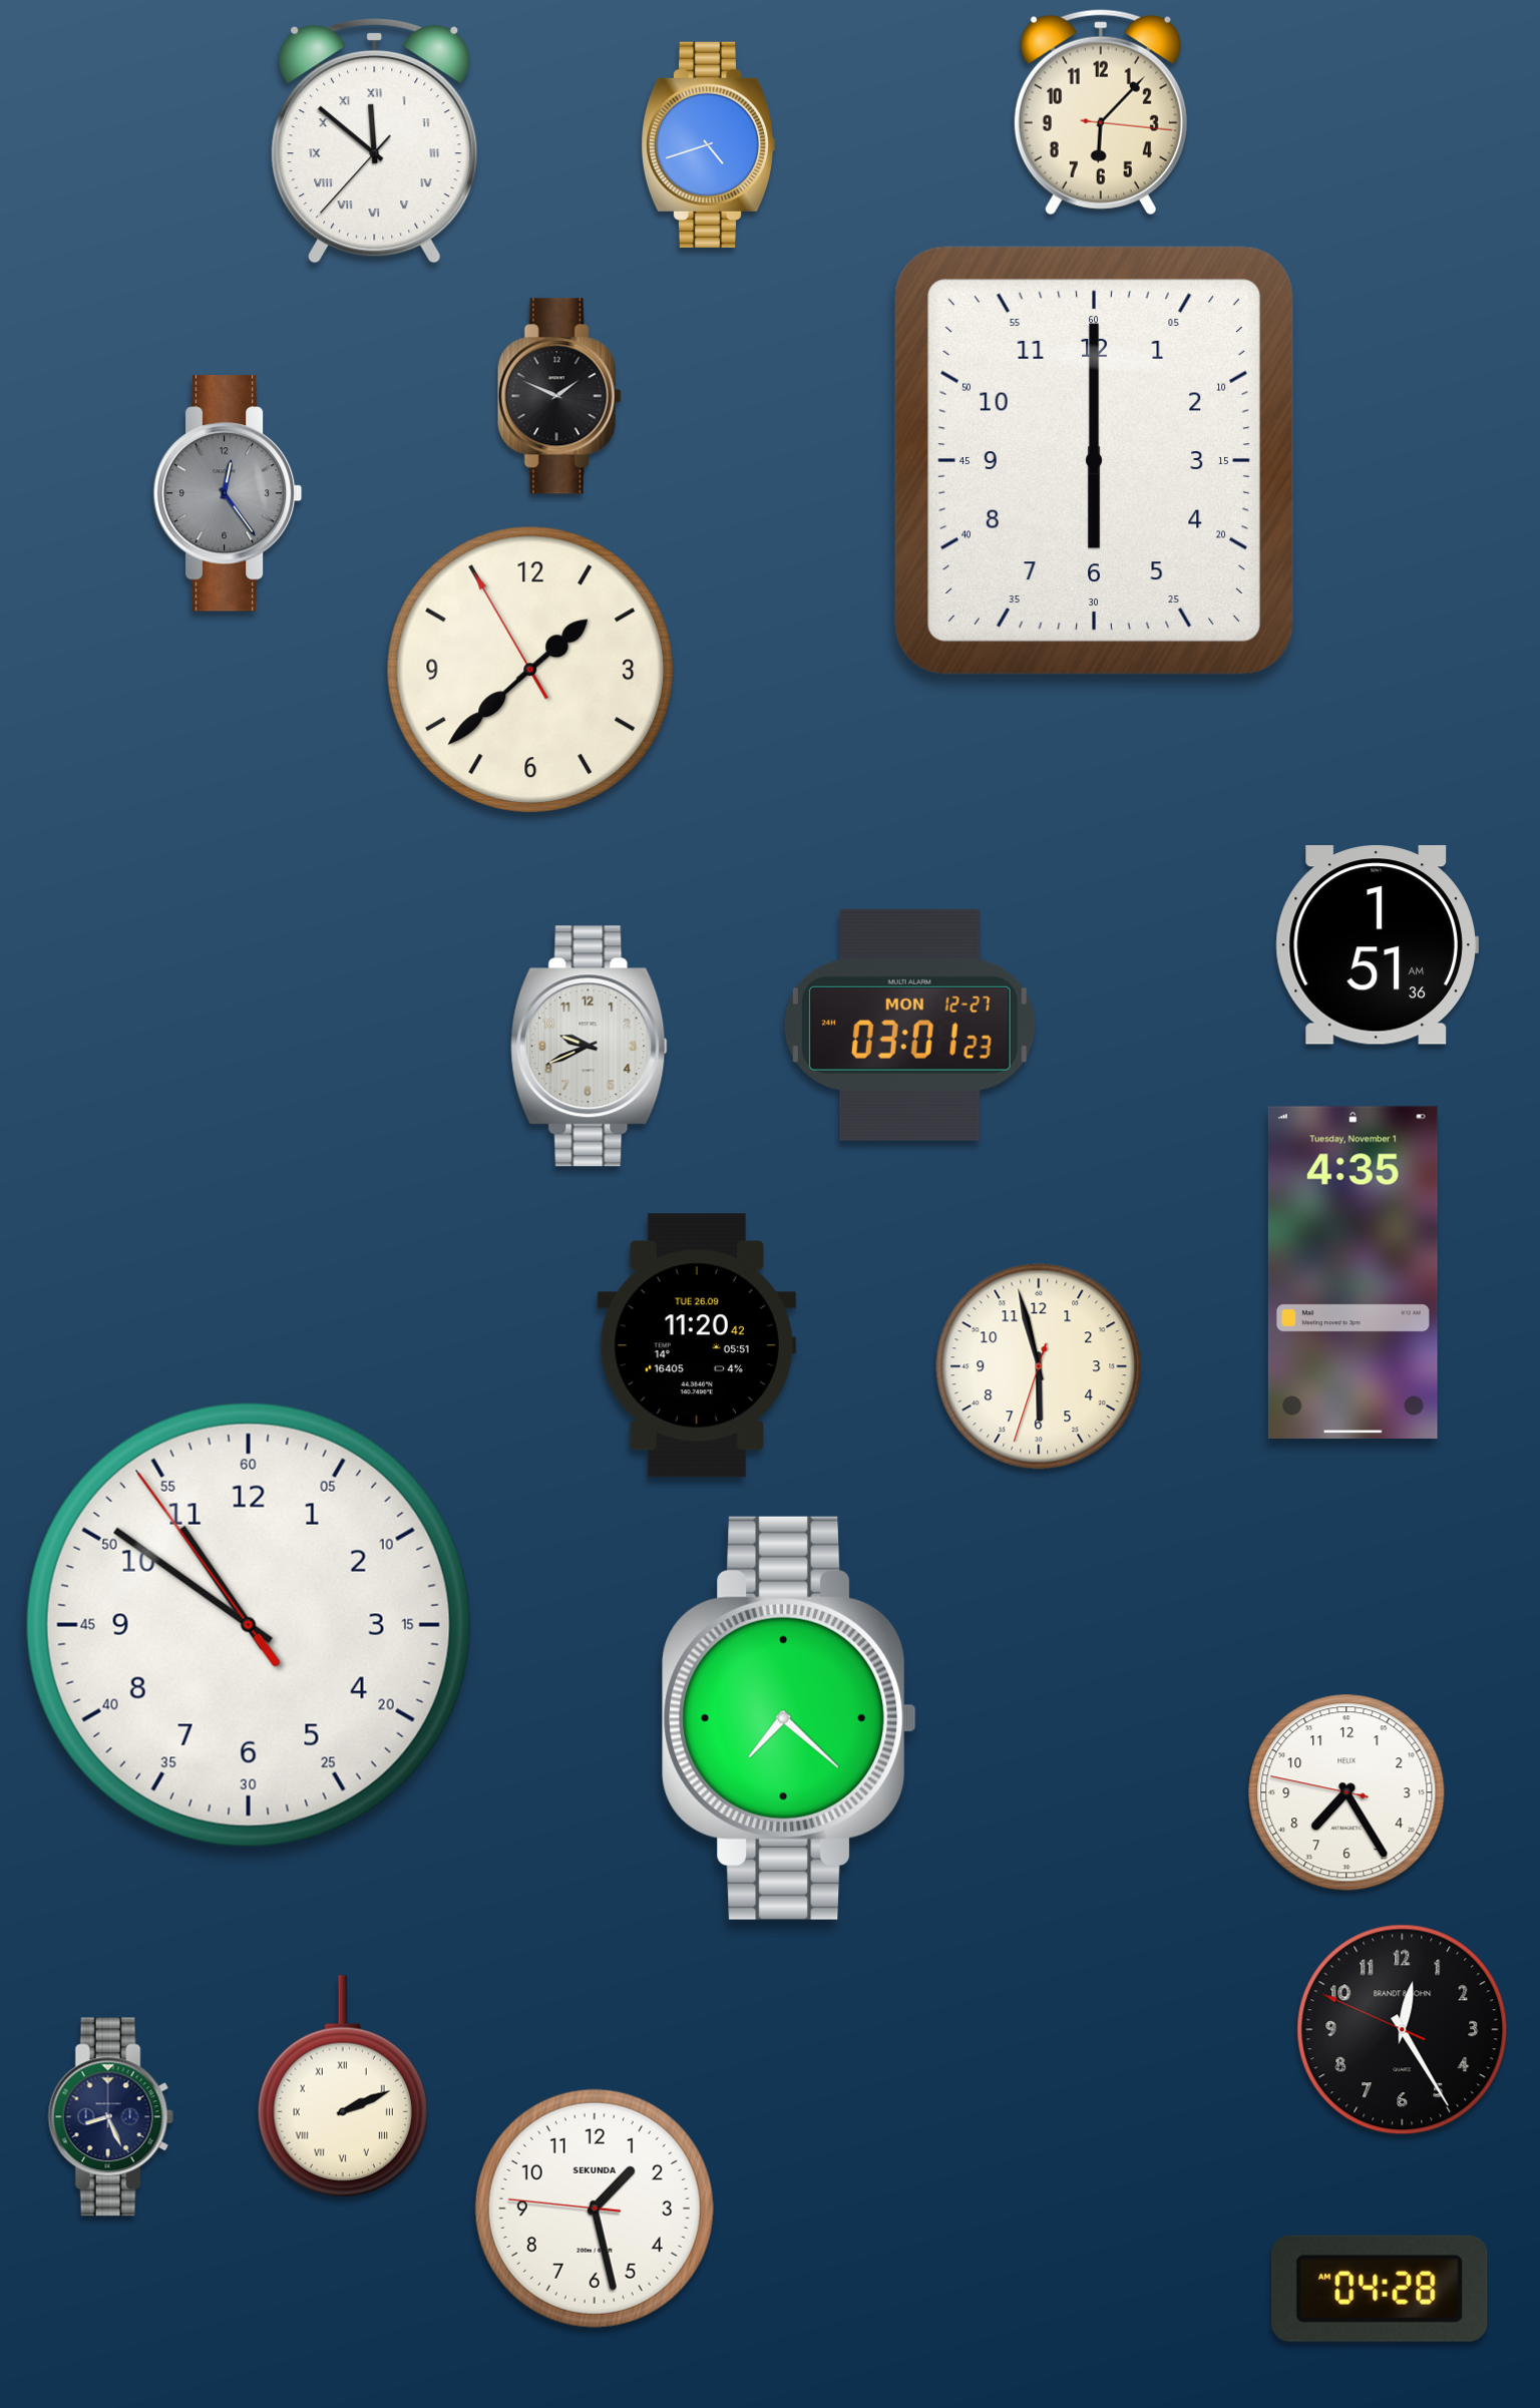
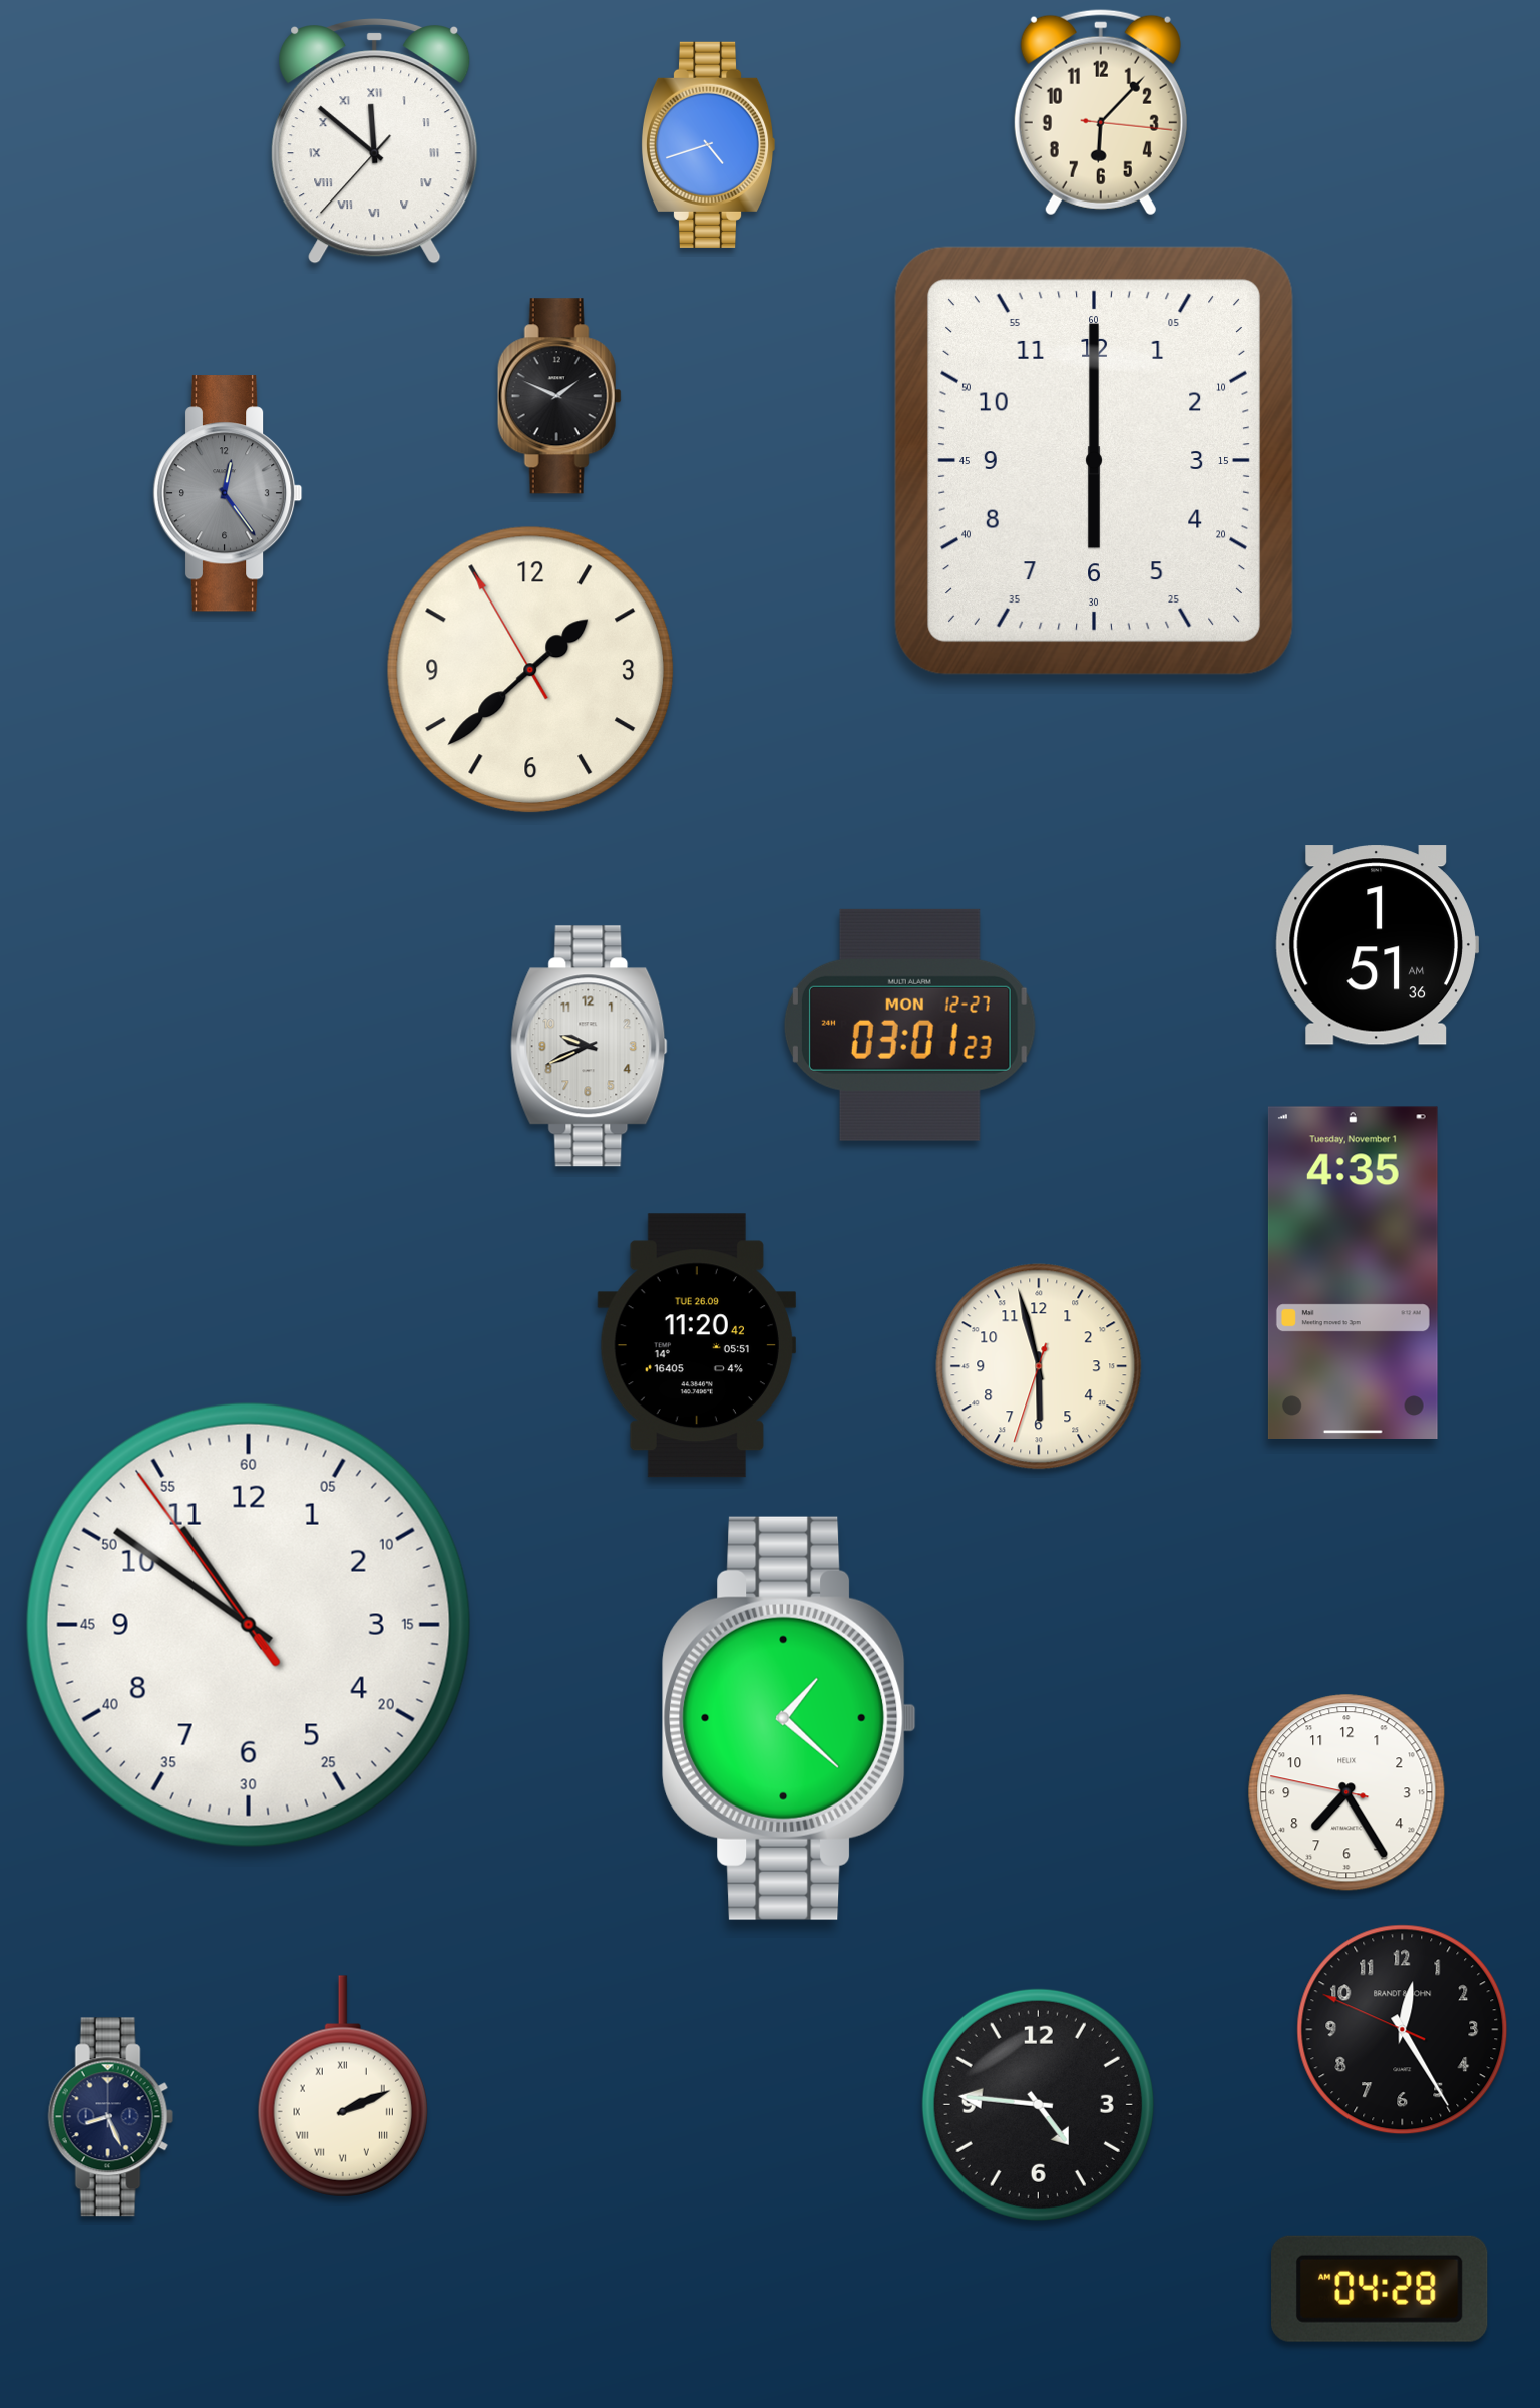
clock at (789, 1718): 7:22 -> 1:22
clock at (1038, 2104): none -> 4:46
clock at (595, 2209): 1:27 -> none
